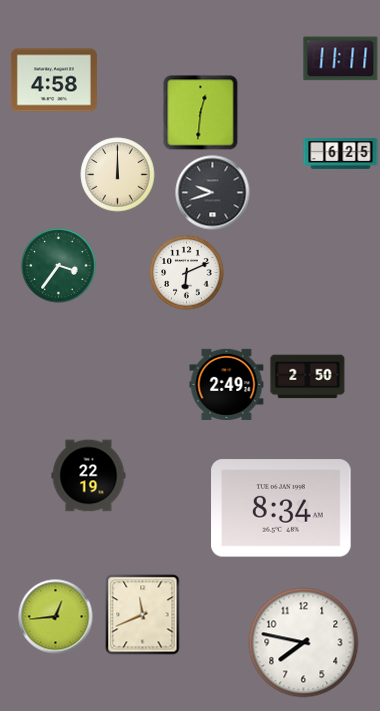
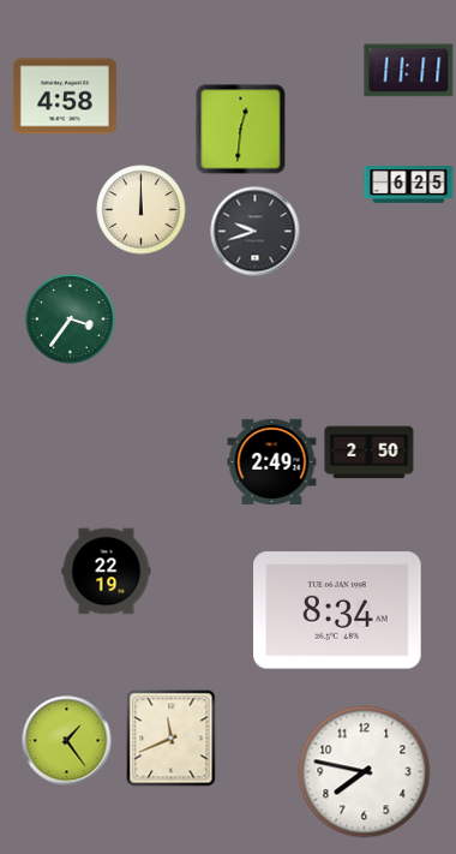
clock at (201, 113) position: (201, 113) -> (241, 130)
clock at (187, 273): 6:11 -> none
clock at (56, 617): 12:44 -> 1:24
